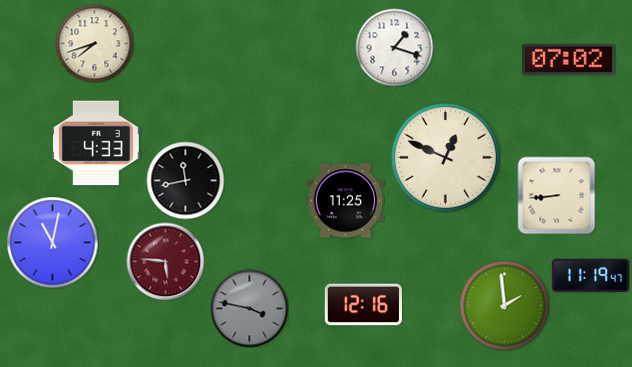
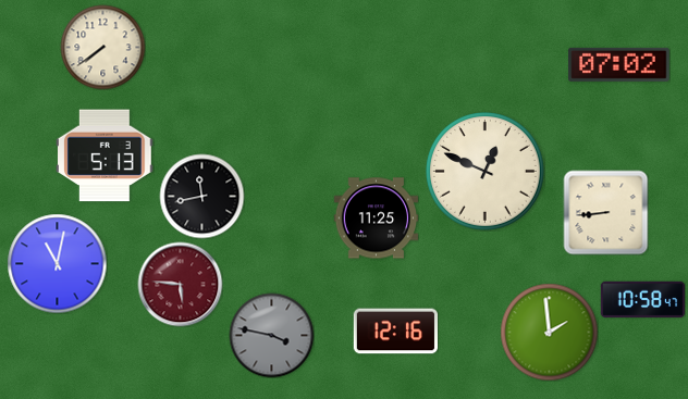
clock at (94, 43): 7:42 -> 7:39
clock at (394, 47): 1:18 -> none
clock at (97, 143): 4:33 -> 5:13
clock at (590, 276): 11:19 -> 10:58
